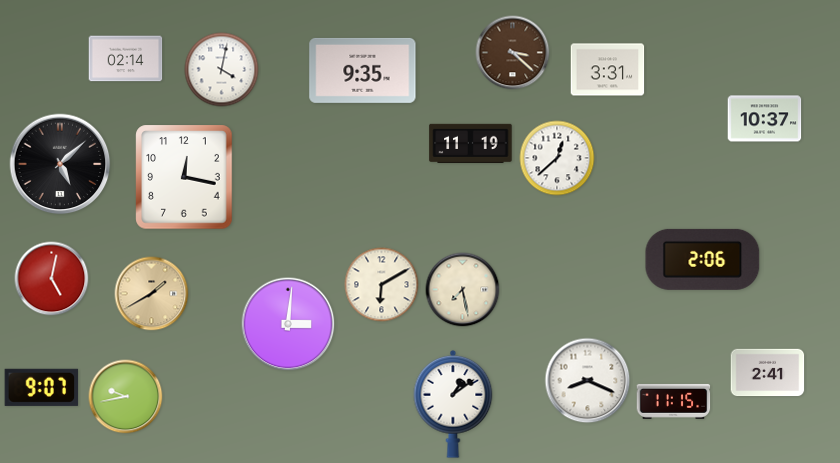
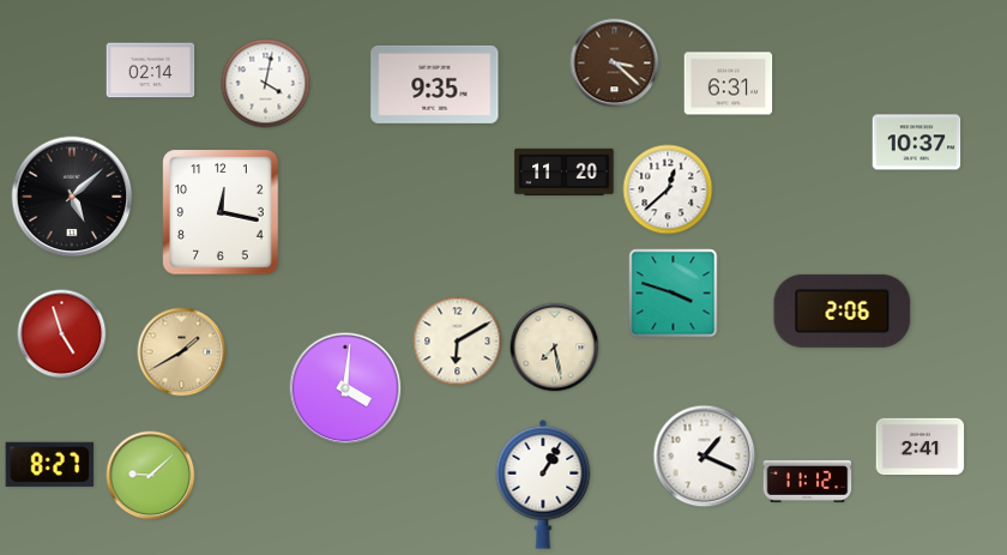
clock at (608, 70): 3:31 -> 6:31
clock at (471, 143): 11:19 -> 11:20
clock at (674, 294): none -> 3:48
clock at (52, 279): 5:02 -> 4:57
clock at (288, 324): 3:01 -> 4:01
clock at (588, 381): 8:19 -> 1:19
clock at (42, 387): 9:07 -> 8:27
clock at (126, 397): 9:43 -> 9:08
clock at (674, 401): 11:15 -> 11:12
clock at (453, 404): 1:09 -> 1:05
